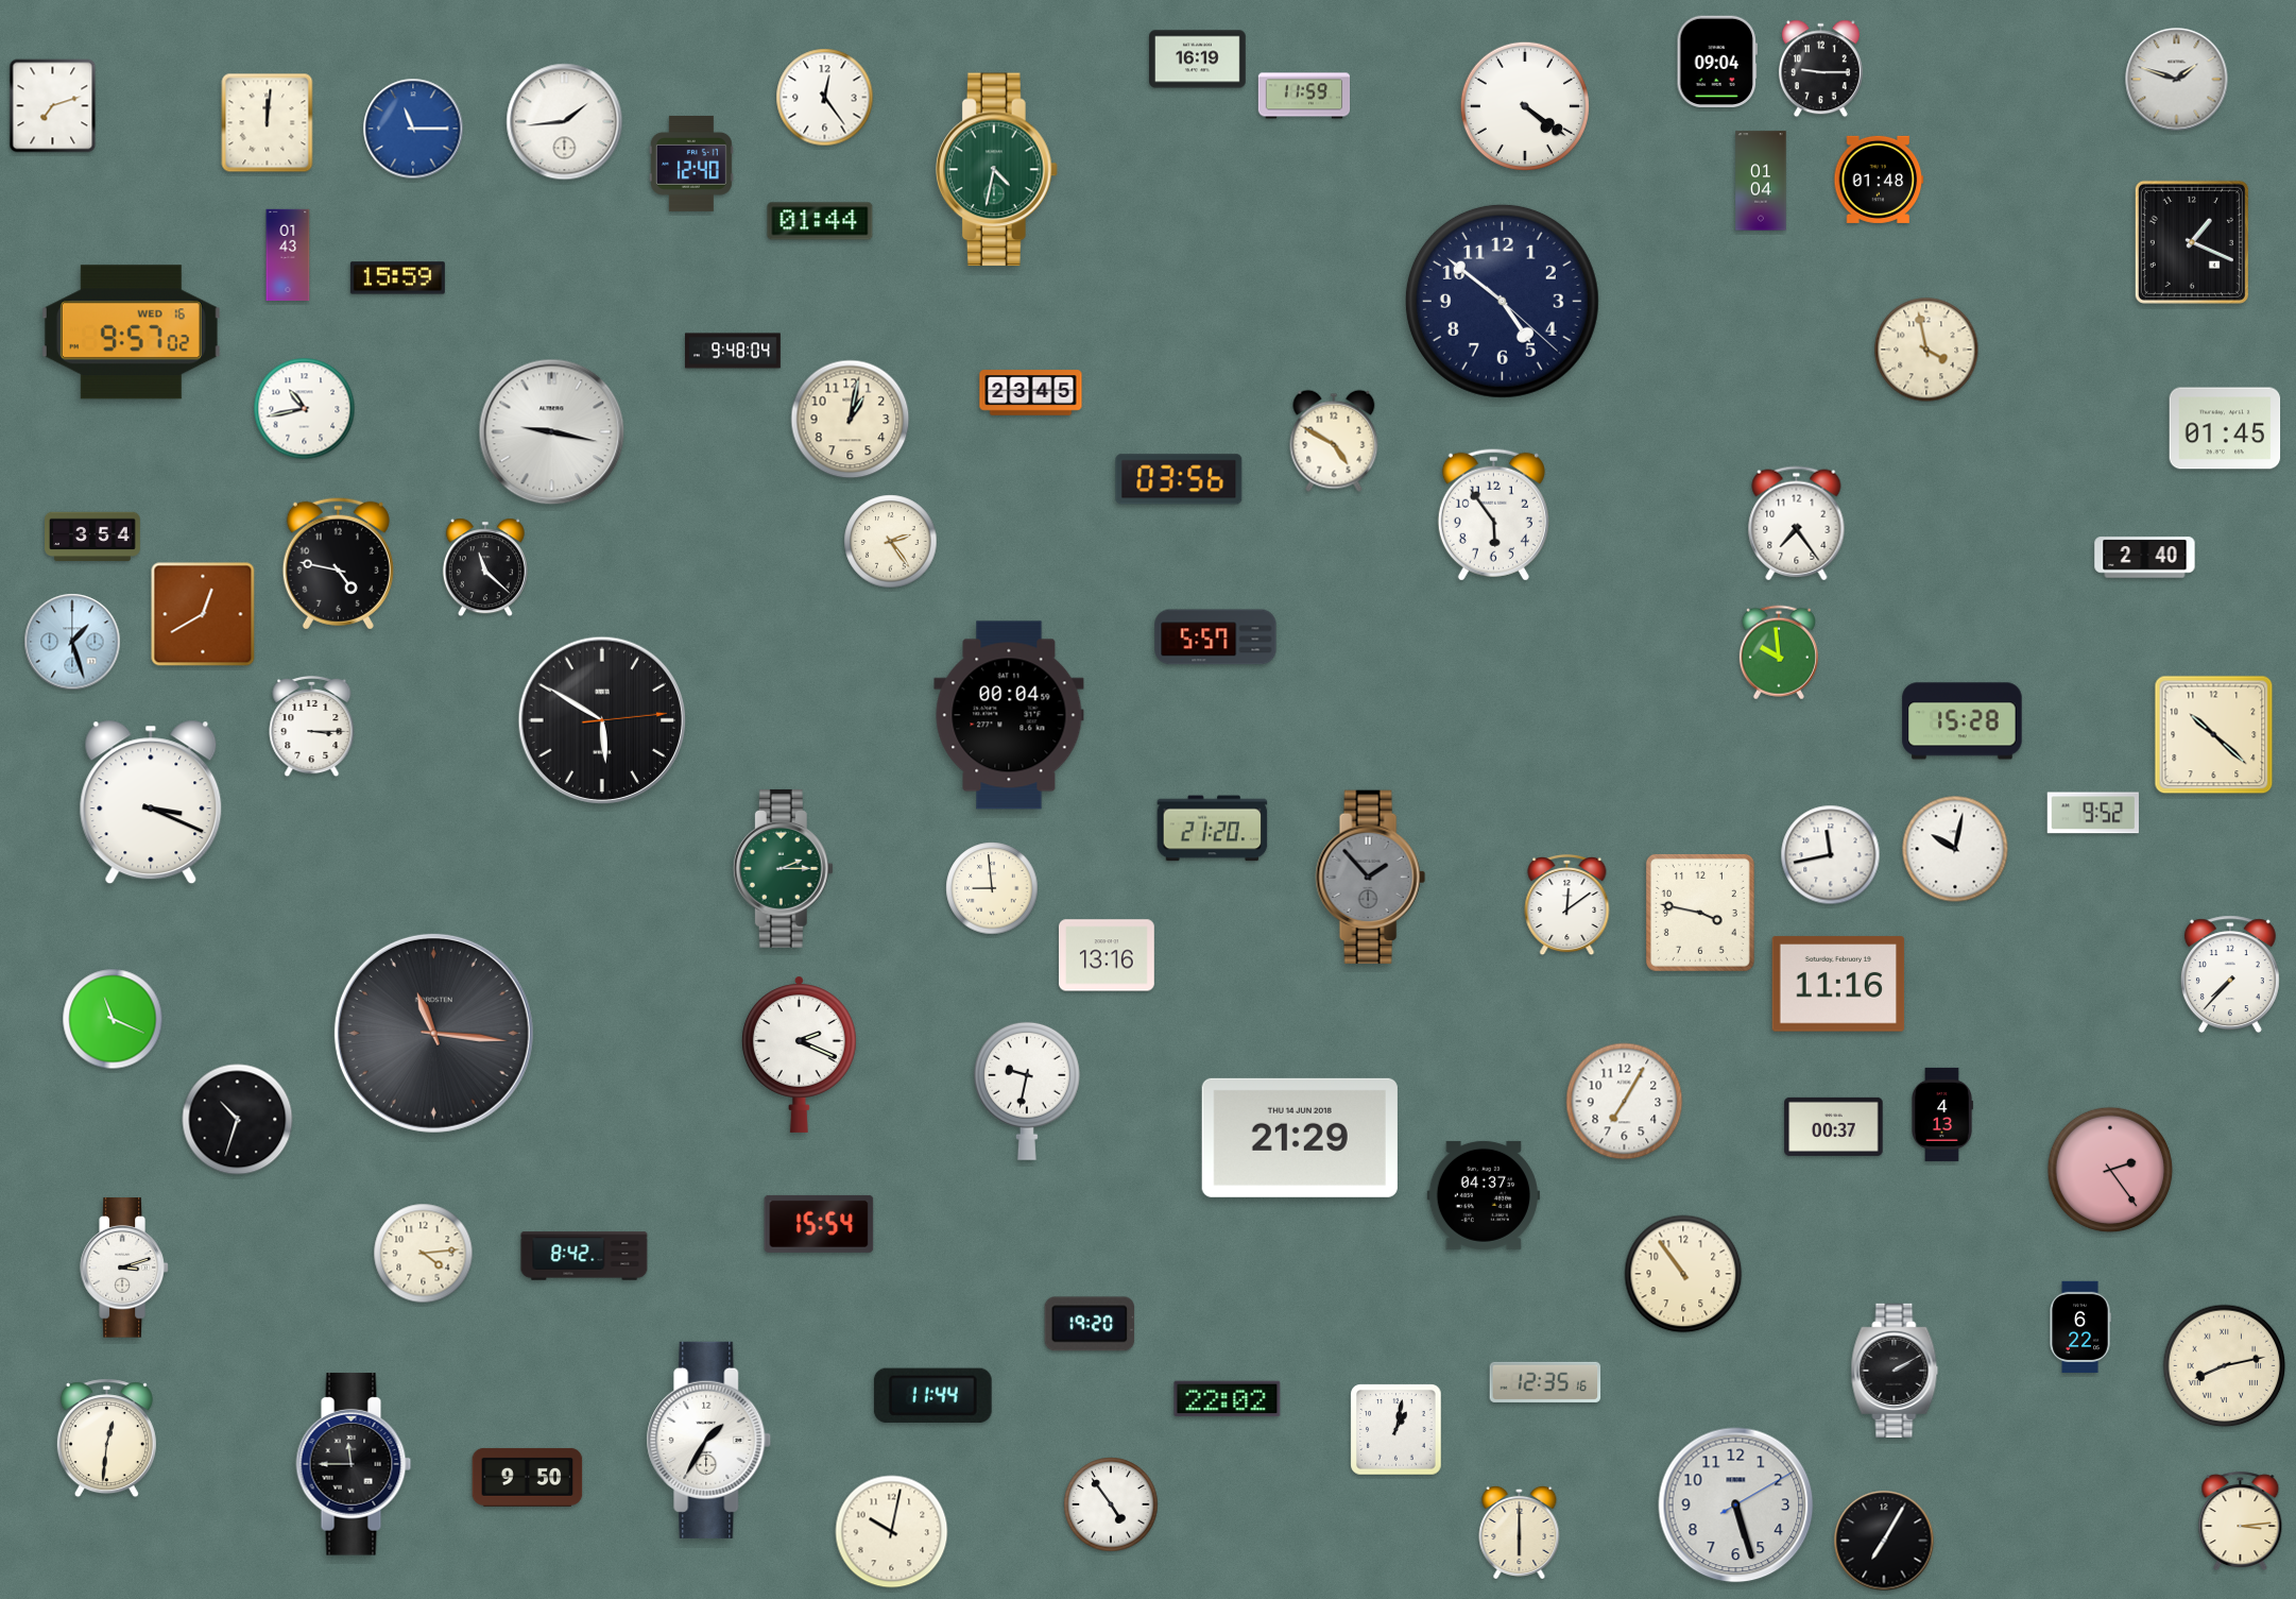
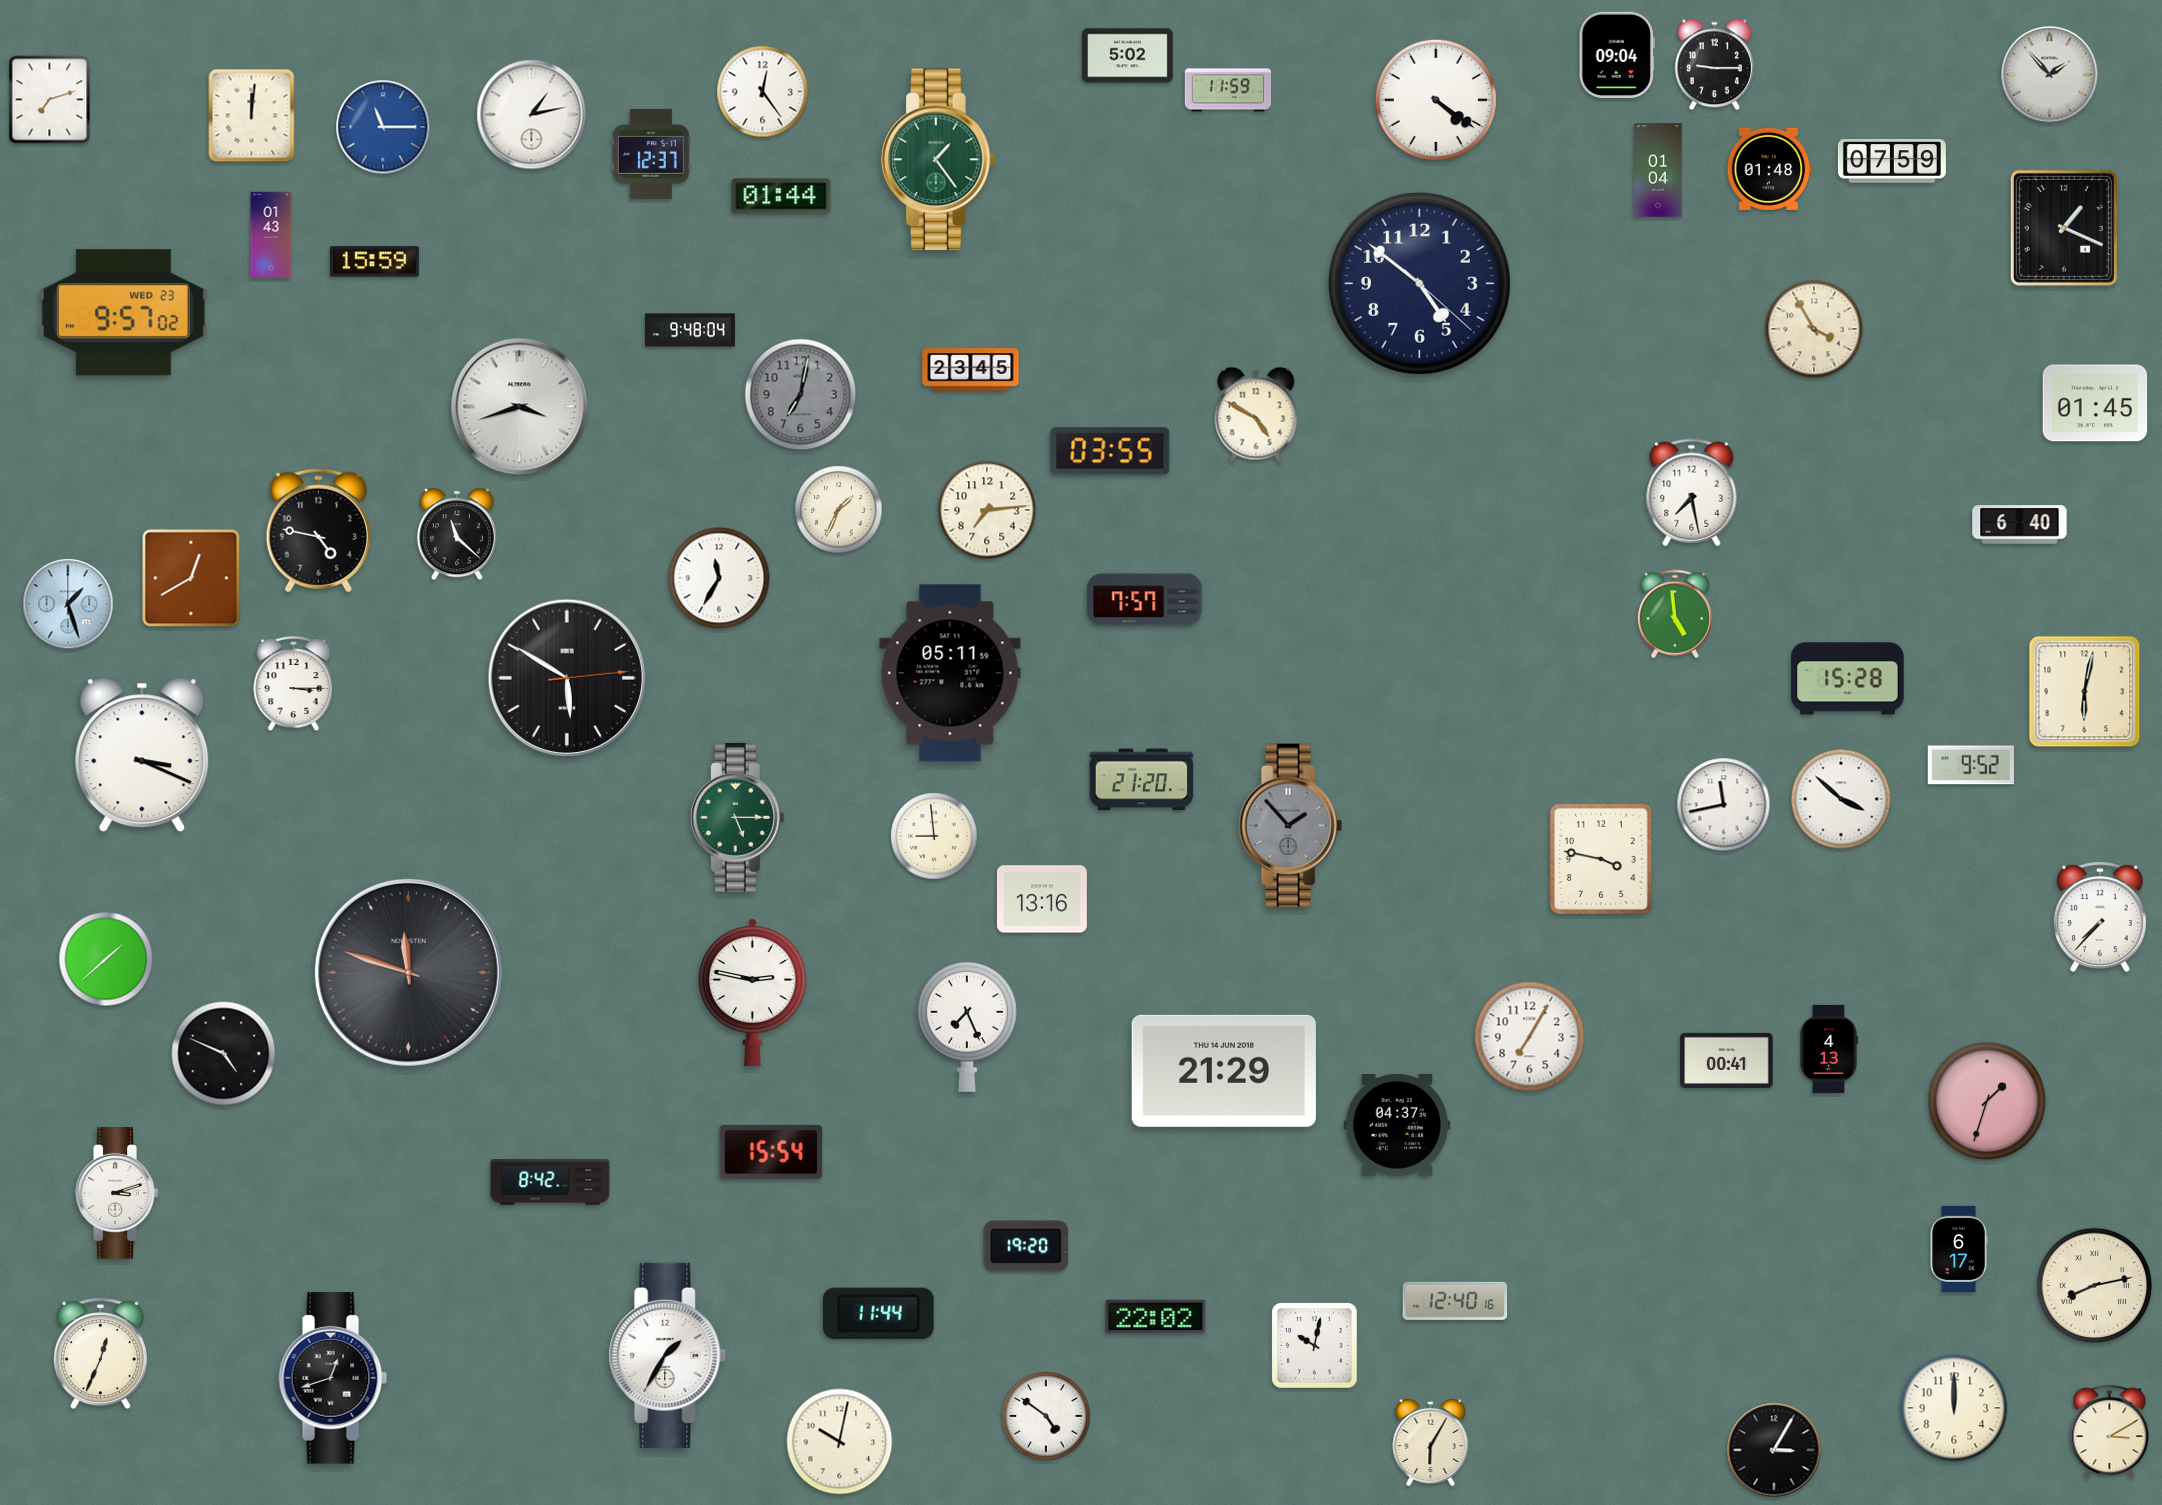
clock at (1198, 59): 16:19 -> 5:02
clock at (1717, 62) position: (1717, 62) -> (1617, 55)
clock at (2177, 80): 1:48 -> 1:53
clock at (825, 98) position: (825, 98) -> (763, 92)
clock at (565, 122): 1:44 -> 1:13
clock at (413, 129) position: (413, 129) -> (383, 127)
clock at (691, 164): 12:40 -> 12:37
clock at (997, 170): 4:32 -> 1:24
clock at (1892, 161): none -> 07:59
clock at (820, 221) position: (820, 221) -> (781, 196)
clock at (288, 255) position: (288, 255) -> (271, 235)
clock at (1502, 301) position: (1502, 301) -> (1419, 283)
clock at (131, 333) date: WED 16 -> WED 23
clock at (1926, 350): 3:58 -> 3:55
clock at (305, 409): 10:43 -> none
clock at (851, 420): 1:02 -> 7:02
clock at (851, 420) dial: cream -> grey
clock at (552, 432): 9:17 -> 3:42
clock at (1179, 479): 03:56 -> 03:55
clock at (1493, 514): 5:54 -> none
clock at (1797, 524): 7:24 -> 7:28
clock at (93, 535): 3:54 -> none
clock at (891, 542): 2:24 -> 1:34
clock at (987, 510): none -> 7:14
clock at (2145, 558): 2:40 -> 6:40
clock at (719, 578): none -> 11:35
clock at (1216, 637): 5:57 -> 7:57
clock at (1779, 652): 9:59 -> 4:59
clock at (1009, 715): 00:04 -> 05:11
clock at (2214, 735): 10:22 -> 6:02
clock at (1955, 849): 10:02 -> 3:52
clock at (783, 868): 2:15 -> 5:15
clock at (1567, 905): 12:09 -> none
clock at (1838, 984): 11:16 -> none
clock at (113, 1019): 11:19 -> 1:38
clock at (433, 1033): 11:16 -> 11:48
clock at (799, 1054): 2:19 -> 2:47
clock at (1027, 1091): 9:32 -> 7:26
clock at (238, 1120): 10:33 -> 4:49
clock at (1834, 1126): 00:37 -> 00:41
clock at (2110, 1170): 2:24 -> 1:33
clock at (424, 1254): 4:14 -> none
clock at (1683, 1274): 10:54 -> none
clock at (2080, 1327): 6:22 -> 6:17
clock at (1895, 1371): 2:10 -> none
clock at (1545, 1382): 12:35 -> 12:40
clock at (1397, 1430): 1:02 -> 10:02
clock at (106, 1439): 12:31 -> 12:34
clock at (354, 1464): 11:45 -> 12:42
clock at (528, 1477): 9:50 -> none
clock at (1954, 1408): none -> 12:00
clock at (1111, 1504): 4:54 -> 4:51
clock at (1736, 1506): 5:27 -> none
clock at (2241, 1521): 3:14 -> 3:10
clock at (1520, 1532): 6:00 -> 6:05
clock at (1884, 1541): 7:05 -> 3:05
